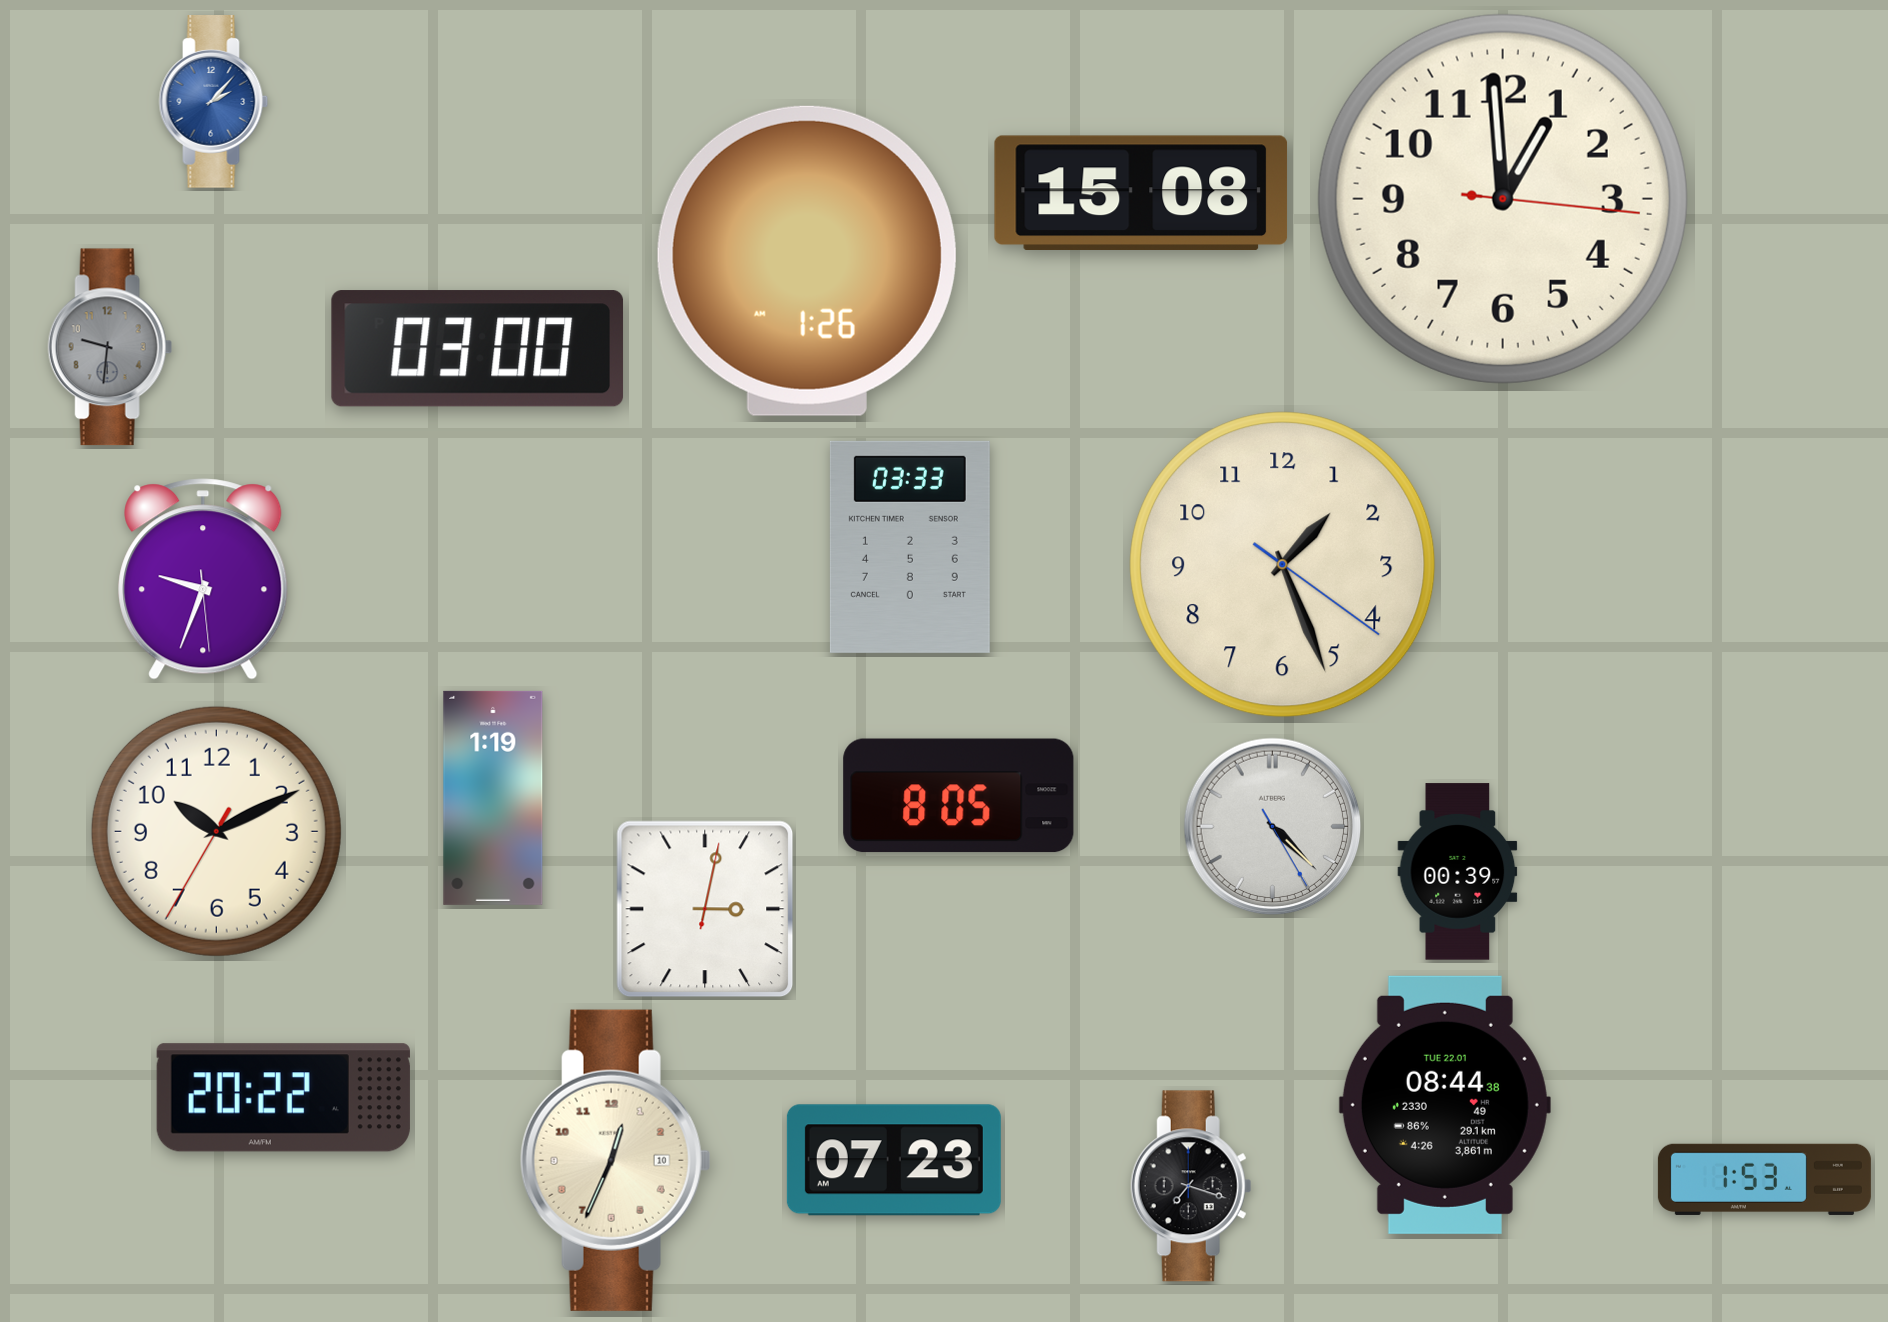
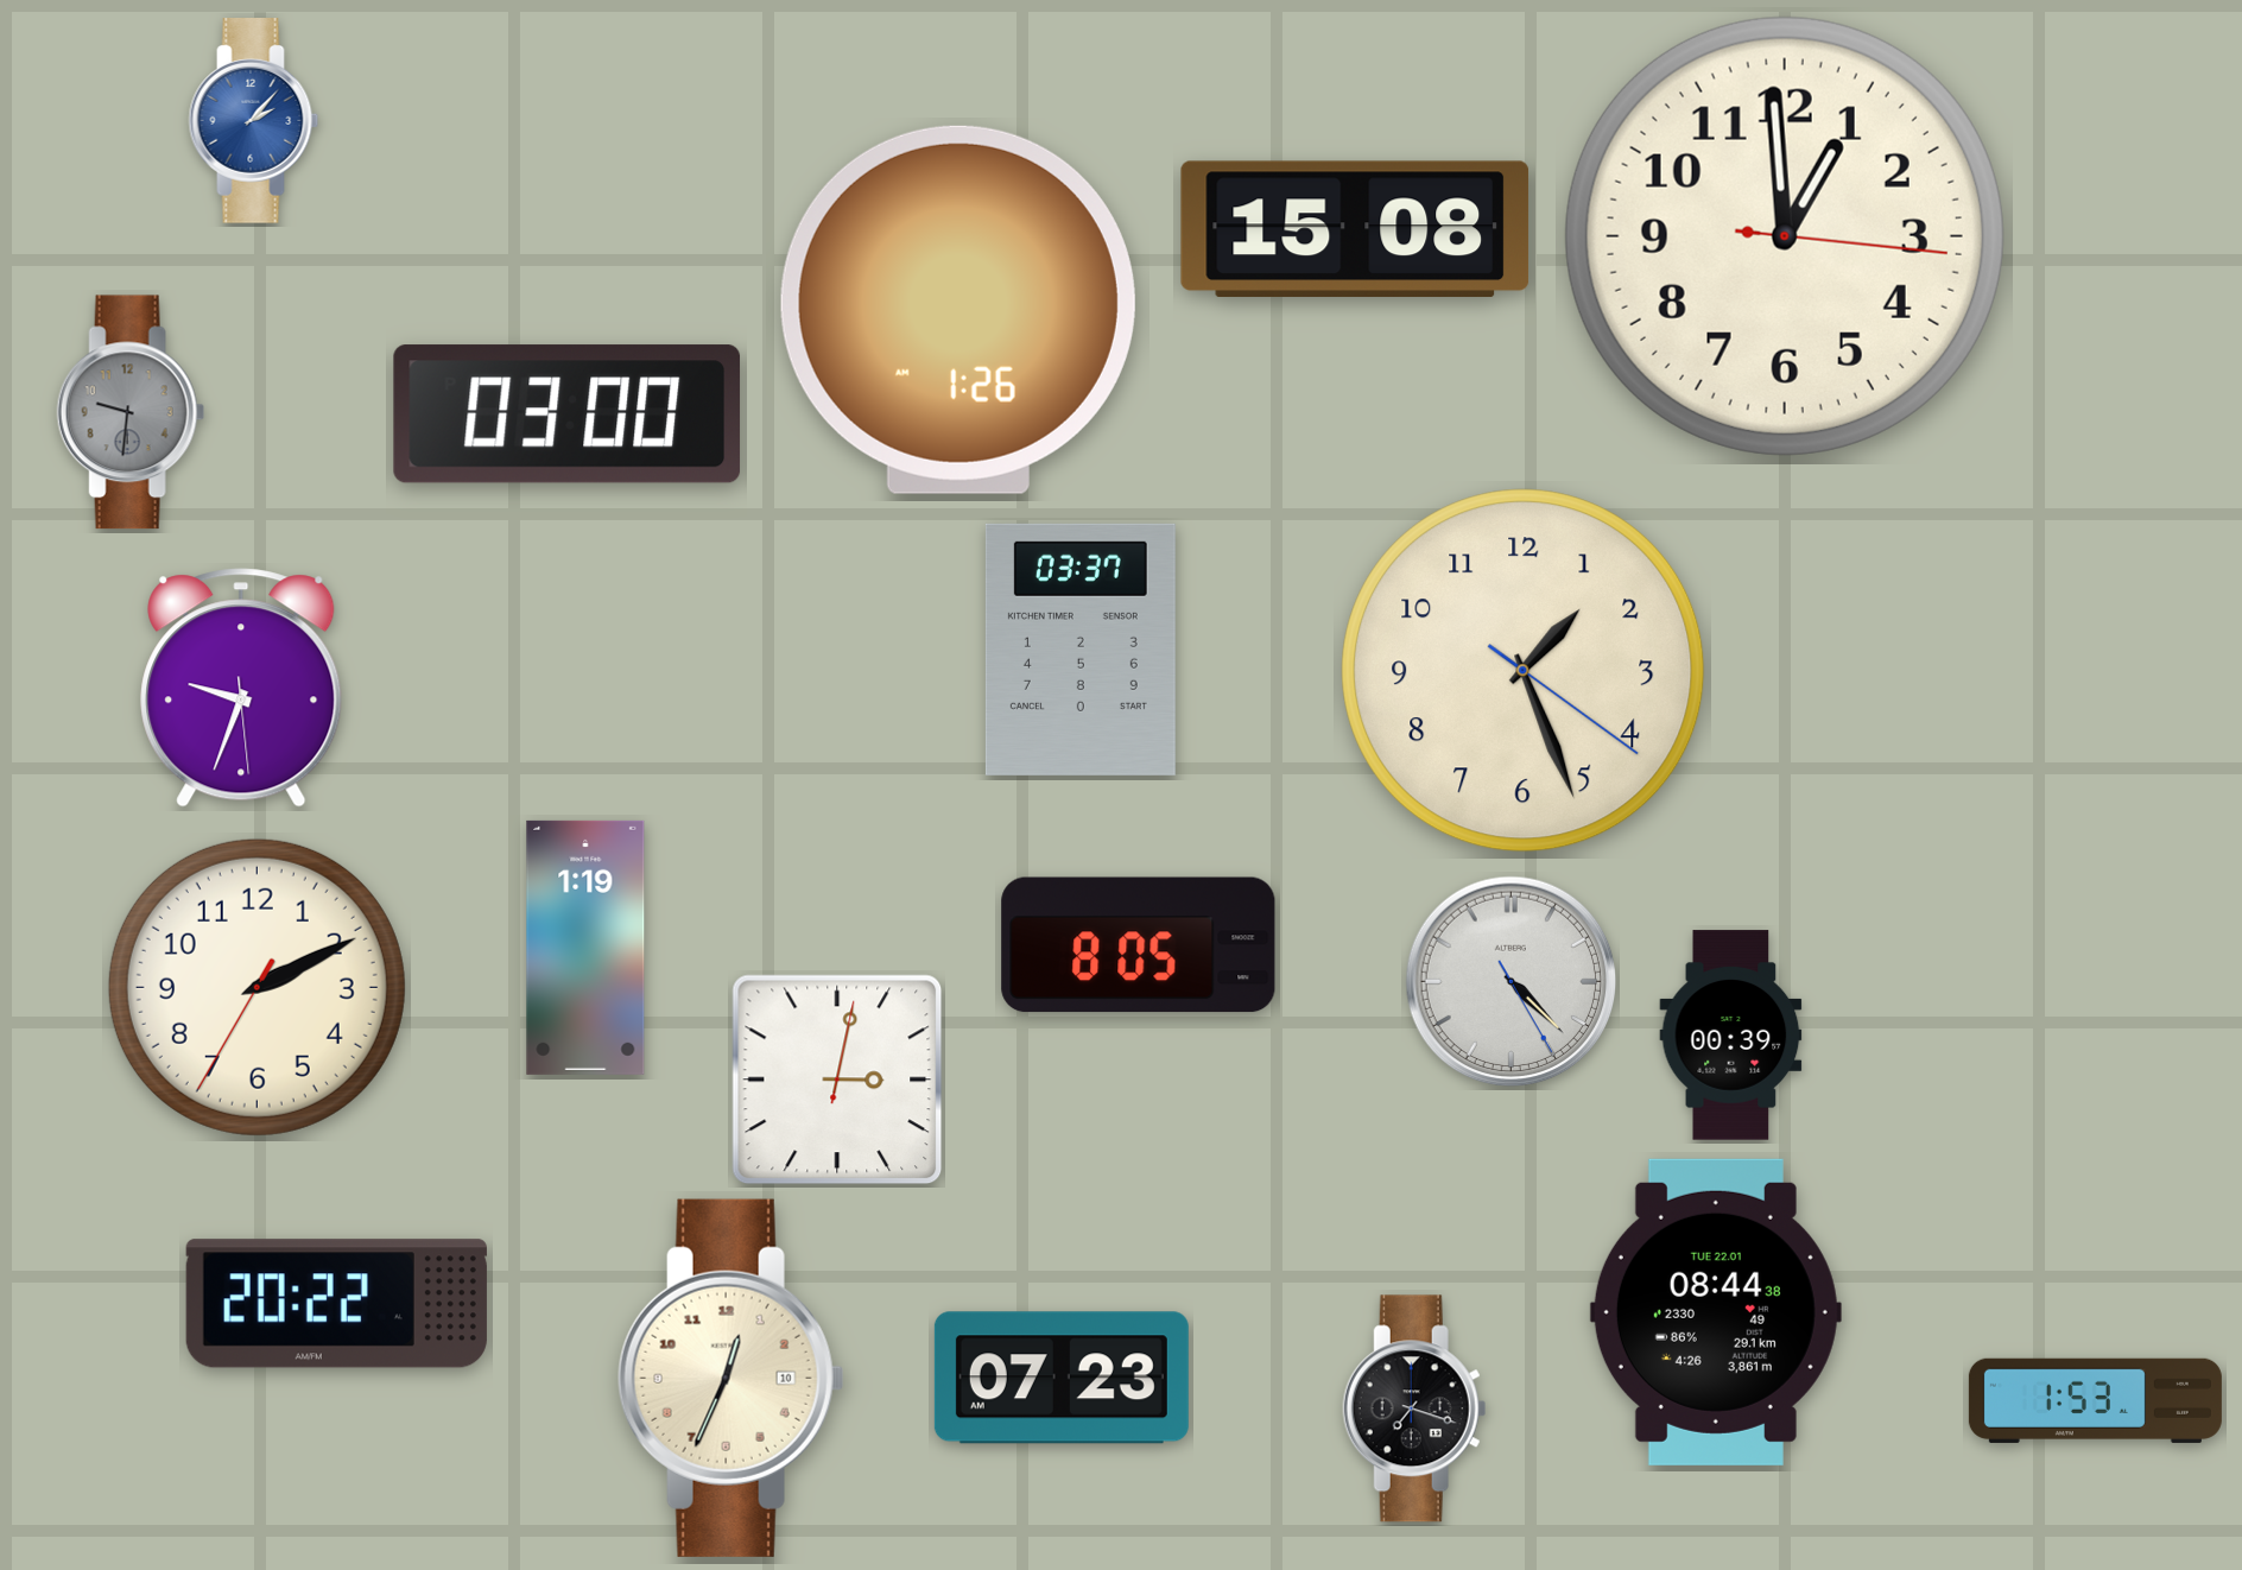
clock at (910, 547): 03:33 -> 03:37
clock at (216, 831): 10:10 -> 2:10
